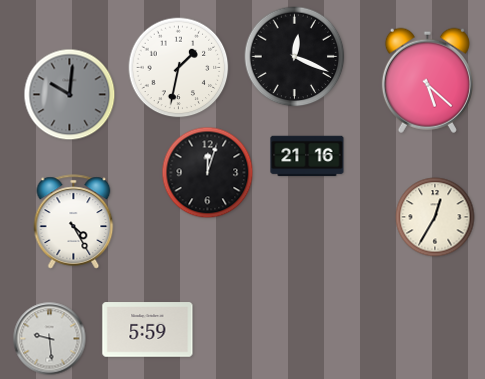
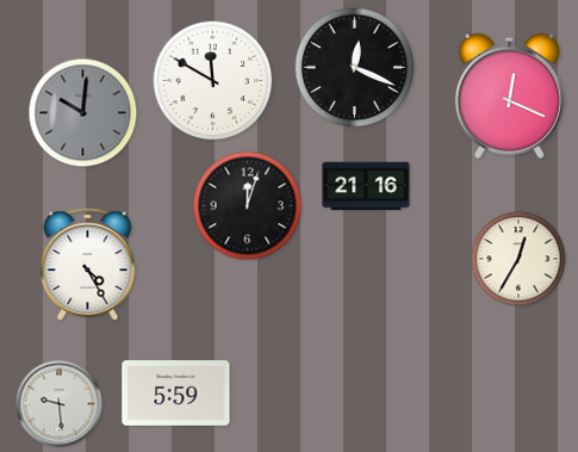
clock at (295, 57) position: (295, 57) -> (355, 68)
clock at (179, 68): 1:32 -> 11:50
clock at (427, 80): 5:22 -> 12:19
